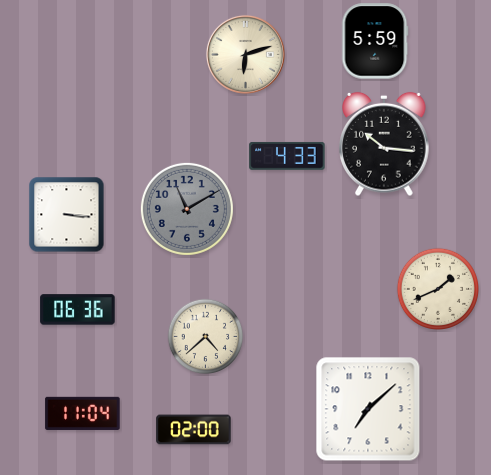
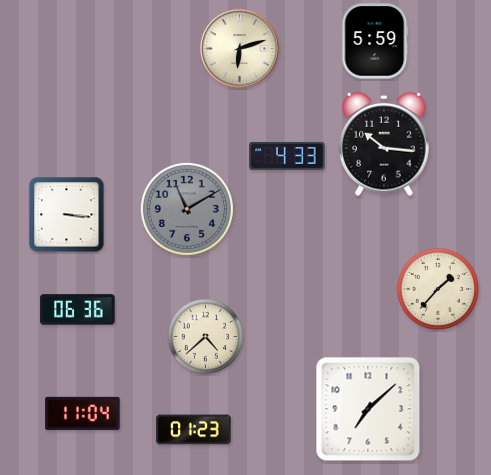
clock at (245, 54) position: (245, 54) -> (239, 48)
clock at (437, 288): 1:41 -> 1:37
clock at (194, 430): 02:00 -> 01:23
